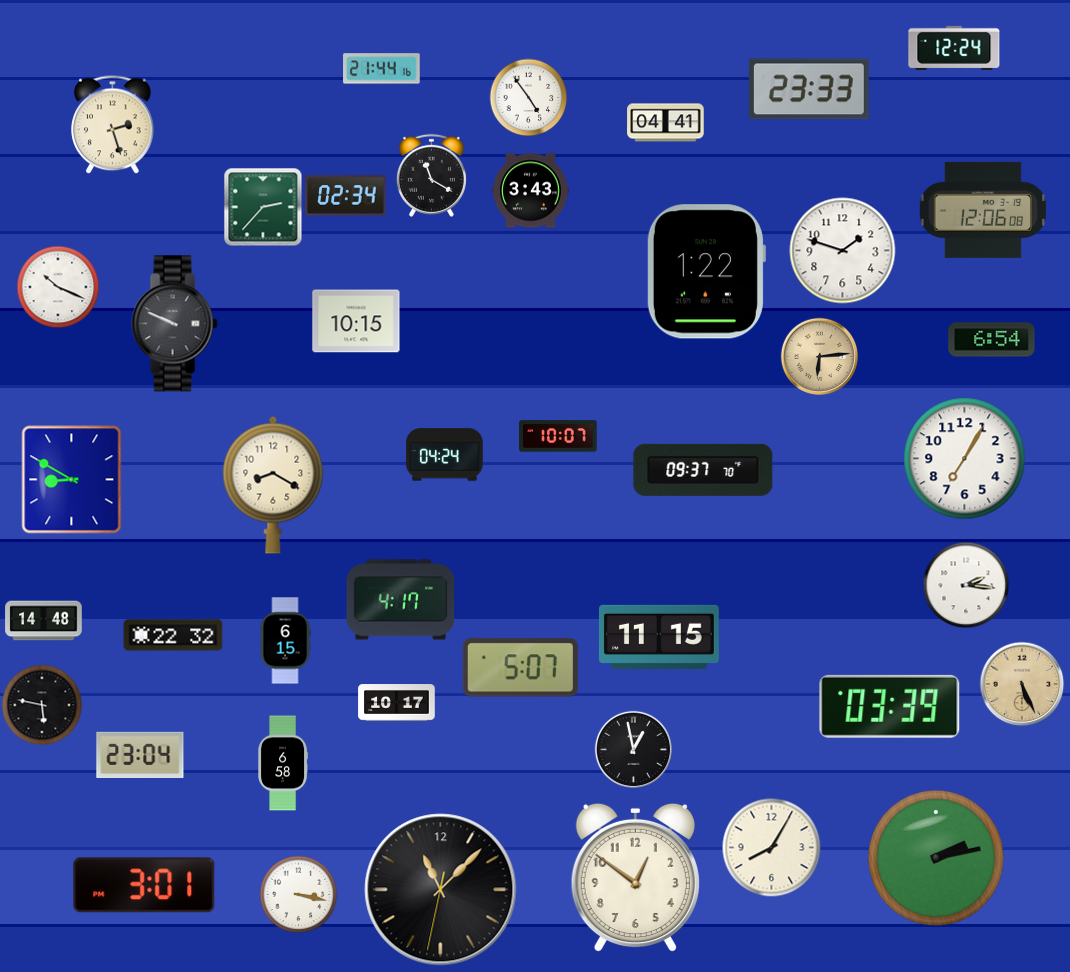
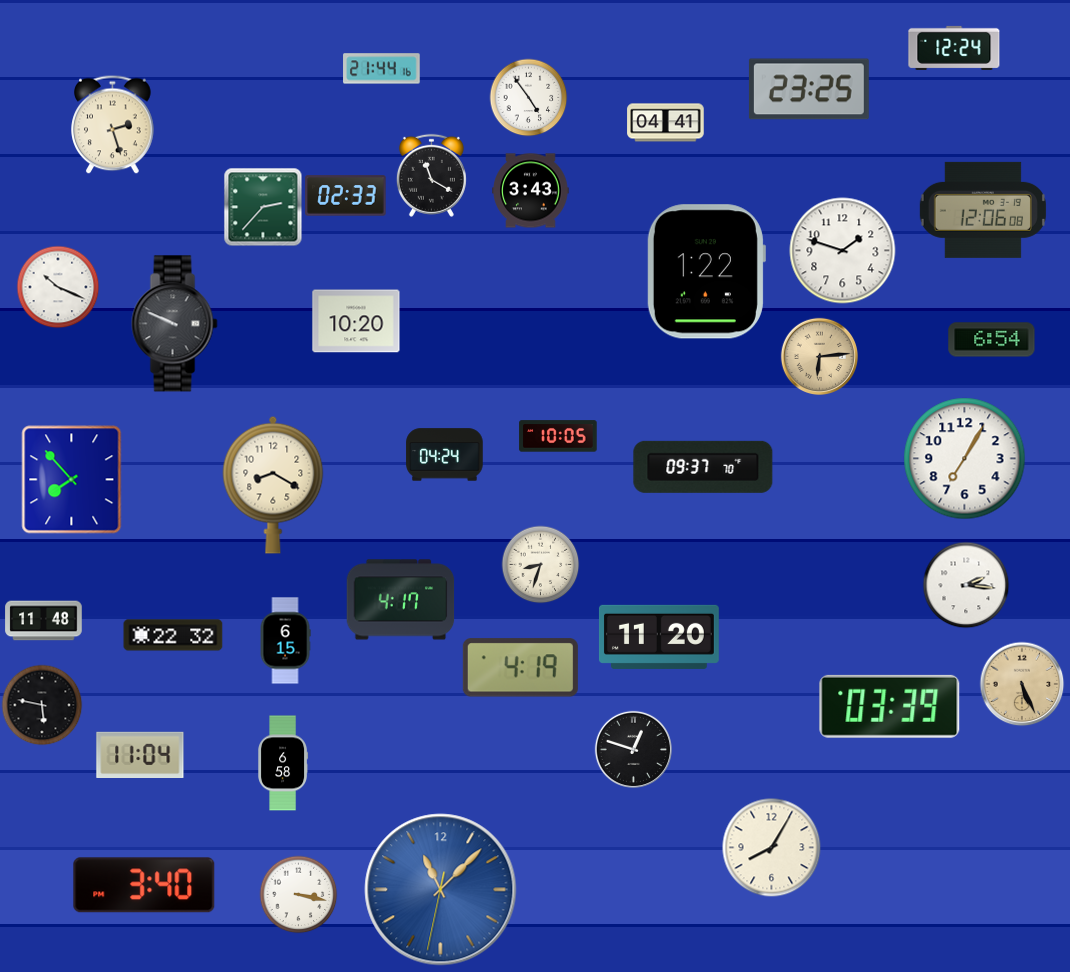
clock at (809, 89): 23:33 -> 23:25
clock at (346, 196): 02:34 -> 02:33
clock at (356, 321): 10:15 -> 10:20
clock at (558, 436): 10:07 -> 10:05
clock at (703, 470) position: (703, 470) -> (703, 467)
clock at (72, 480): 8:50 -> 7:53
clock at (540, 564): none -> 8:33
clock at (44, 621): 14:48 -> 11:48
clock at (659, 637): 11:15 -> 11:20
clock at (520, 668): 5:07 -> 4:19
clock at (397, 703): 10:17 -> none
clock at (633, 749): 12:58 -> 12:48
clock at (140, 754): 23:04 -> 11:04
clock at (936, 858): 2:13 -> none
clock at (635, 878): 12:51 -> none
clock at (144, 885): 3:01 -> 3:40
clock at (441, 890) dial: black -> blue
